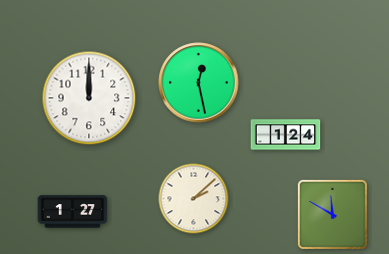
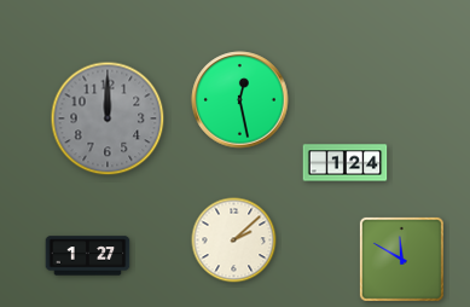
clock at (89, 98) dial: white -> grey
